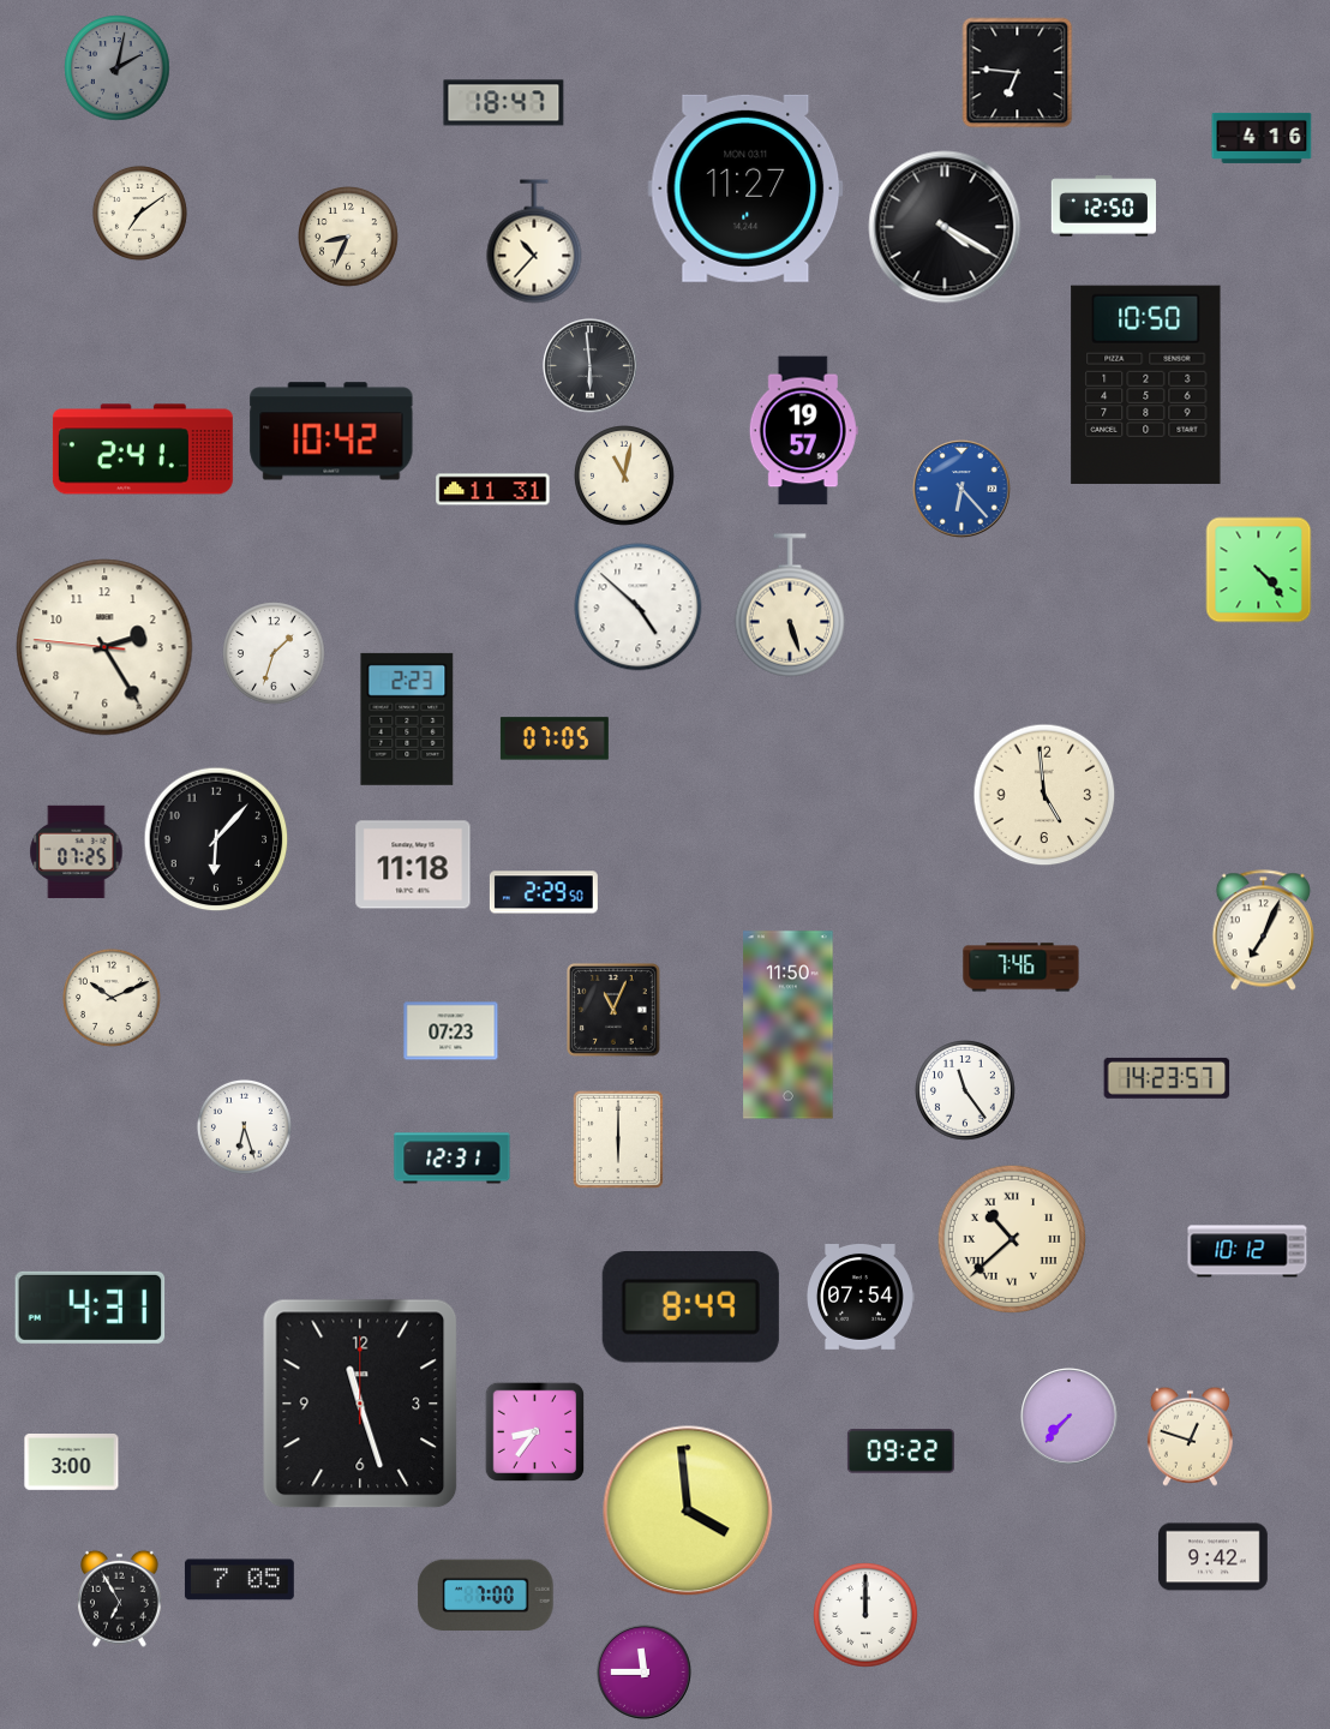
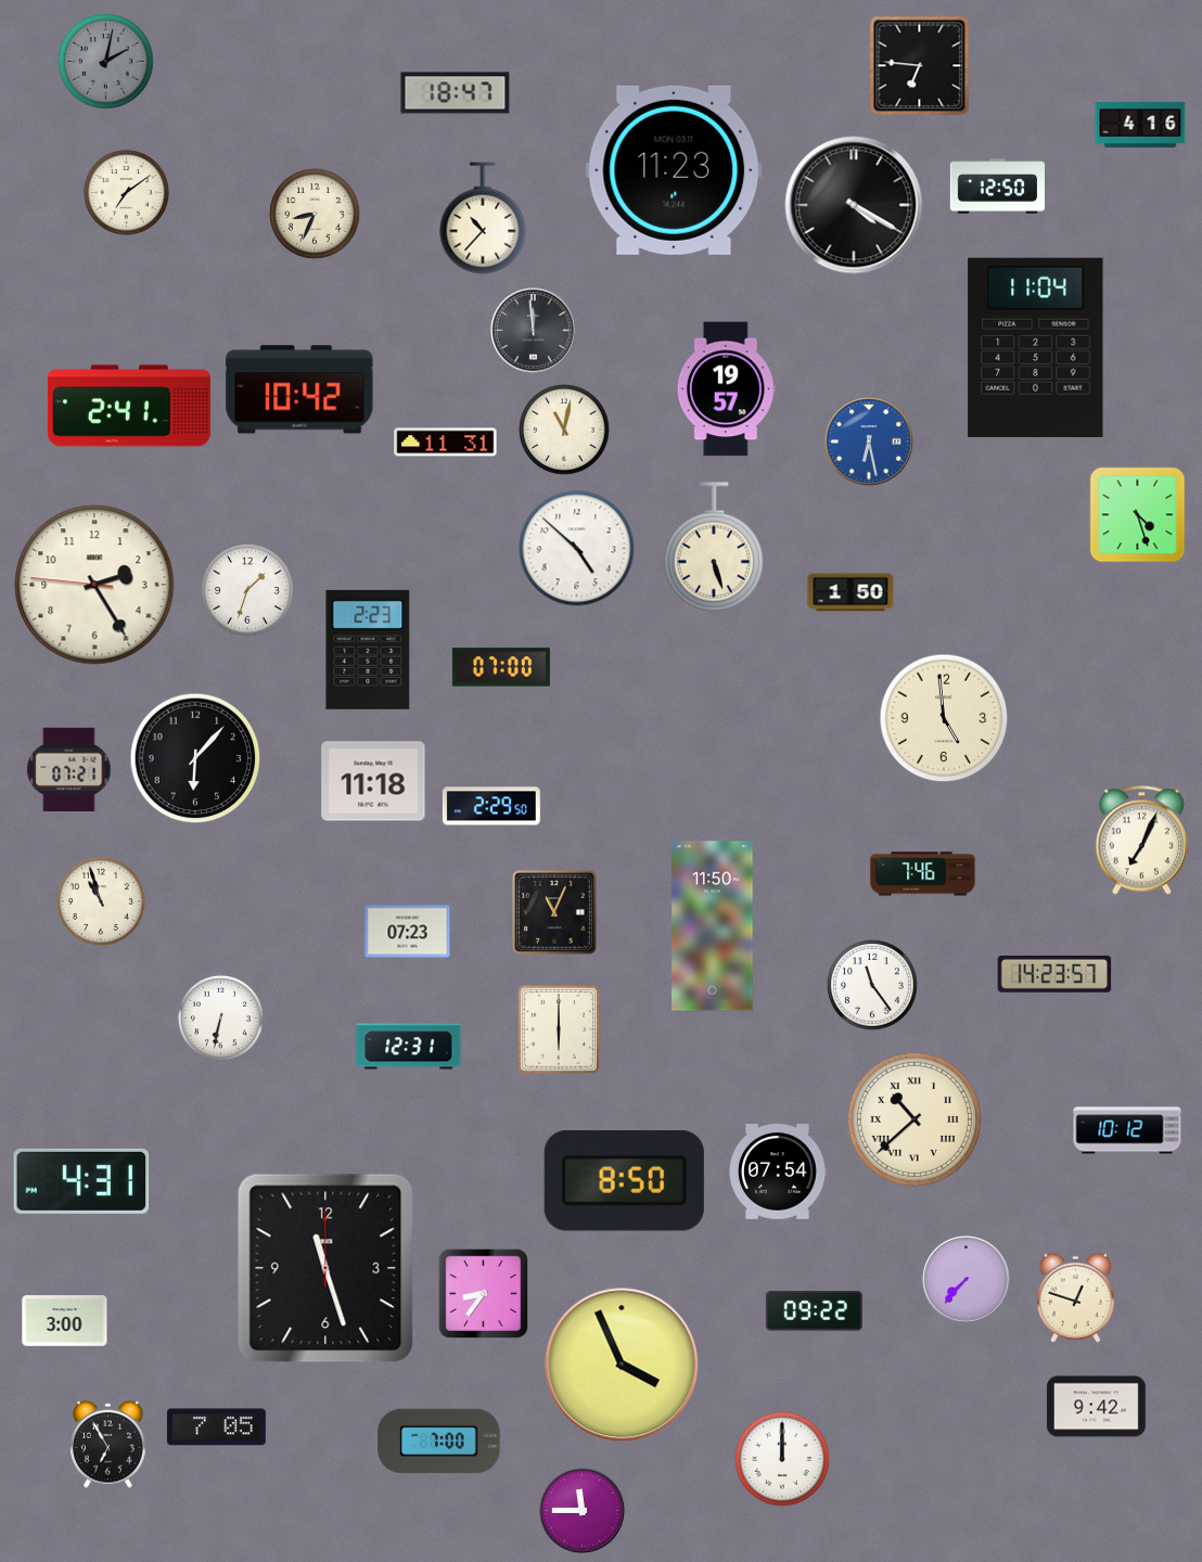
clock at (745, 189): 11:27 -> 11:23
clock at (591, 366): 5:59 -> 11:59
clock at (1146, 384): 10:50 -> 11:04
clock at (961, 489): 6:23 -> 6:28
clock at (1259, 570): 4:23 -> 4:27
clock at (851, 592): none -> 1:50
clock at (555, 738): 07:05 -> 07:00
clock at (77, 851): 07:25 -> 07:21
clock at (112, 998): 10:11 -> 10:57
clock at (244, 1126): 6:27 -> 6:32
clock at (690, 1308): 8:49 -> 8:50
clock at (688, 1510): 3:59 -> 3:56
